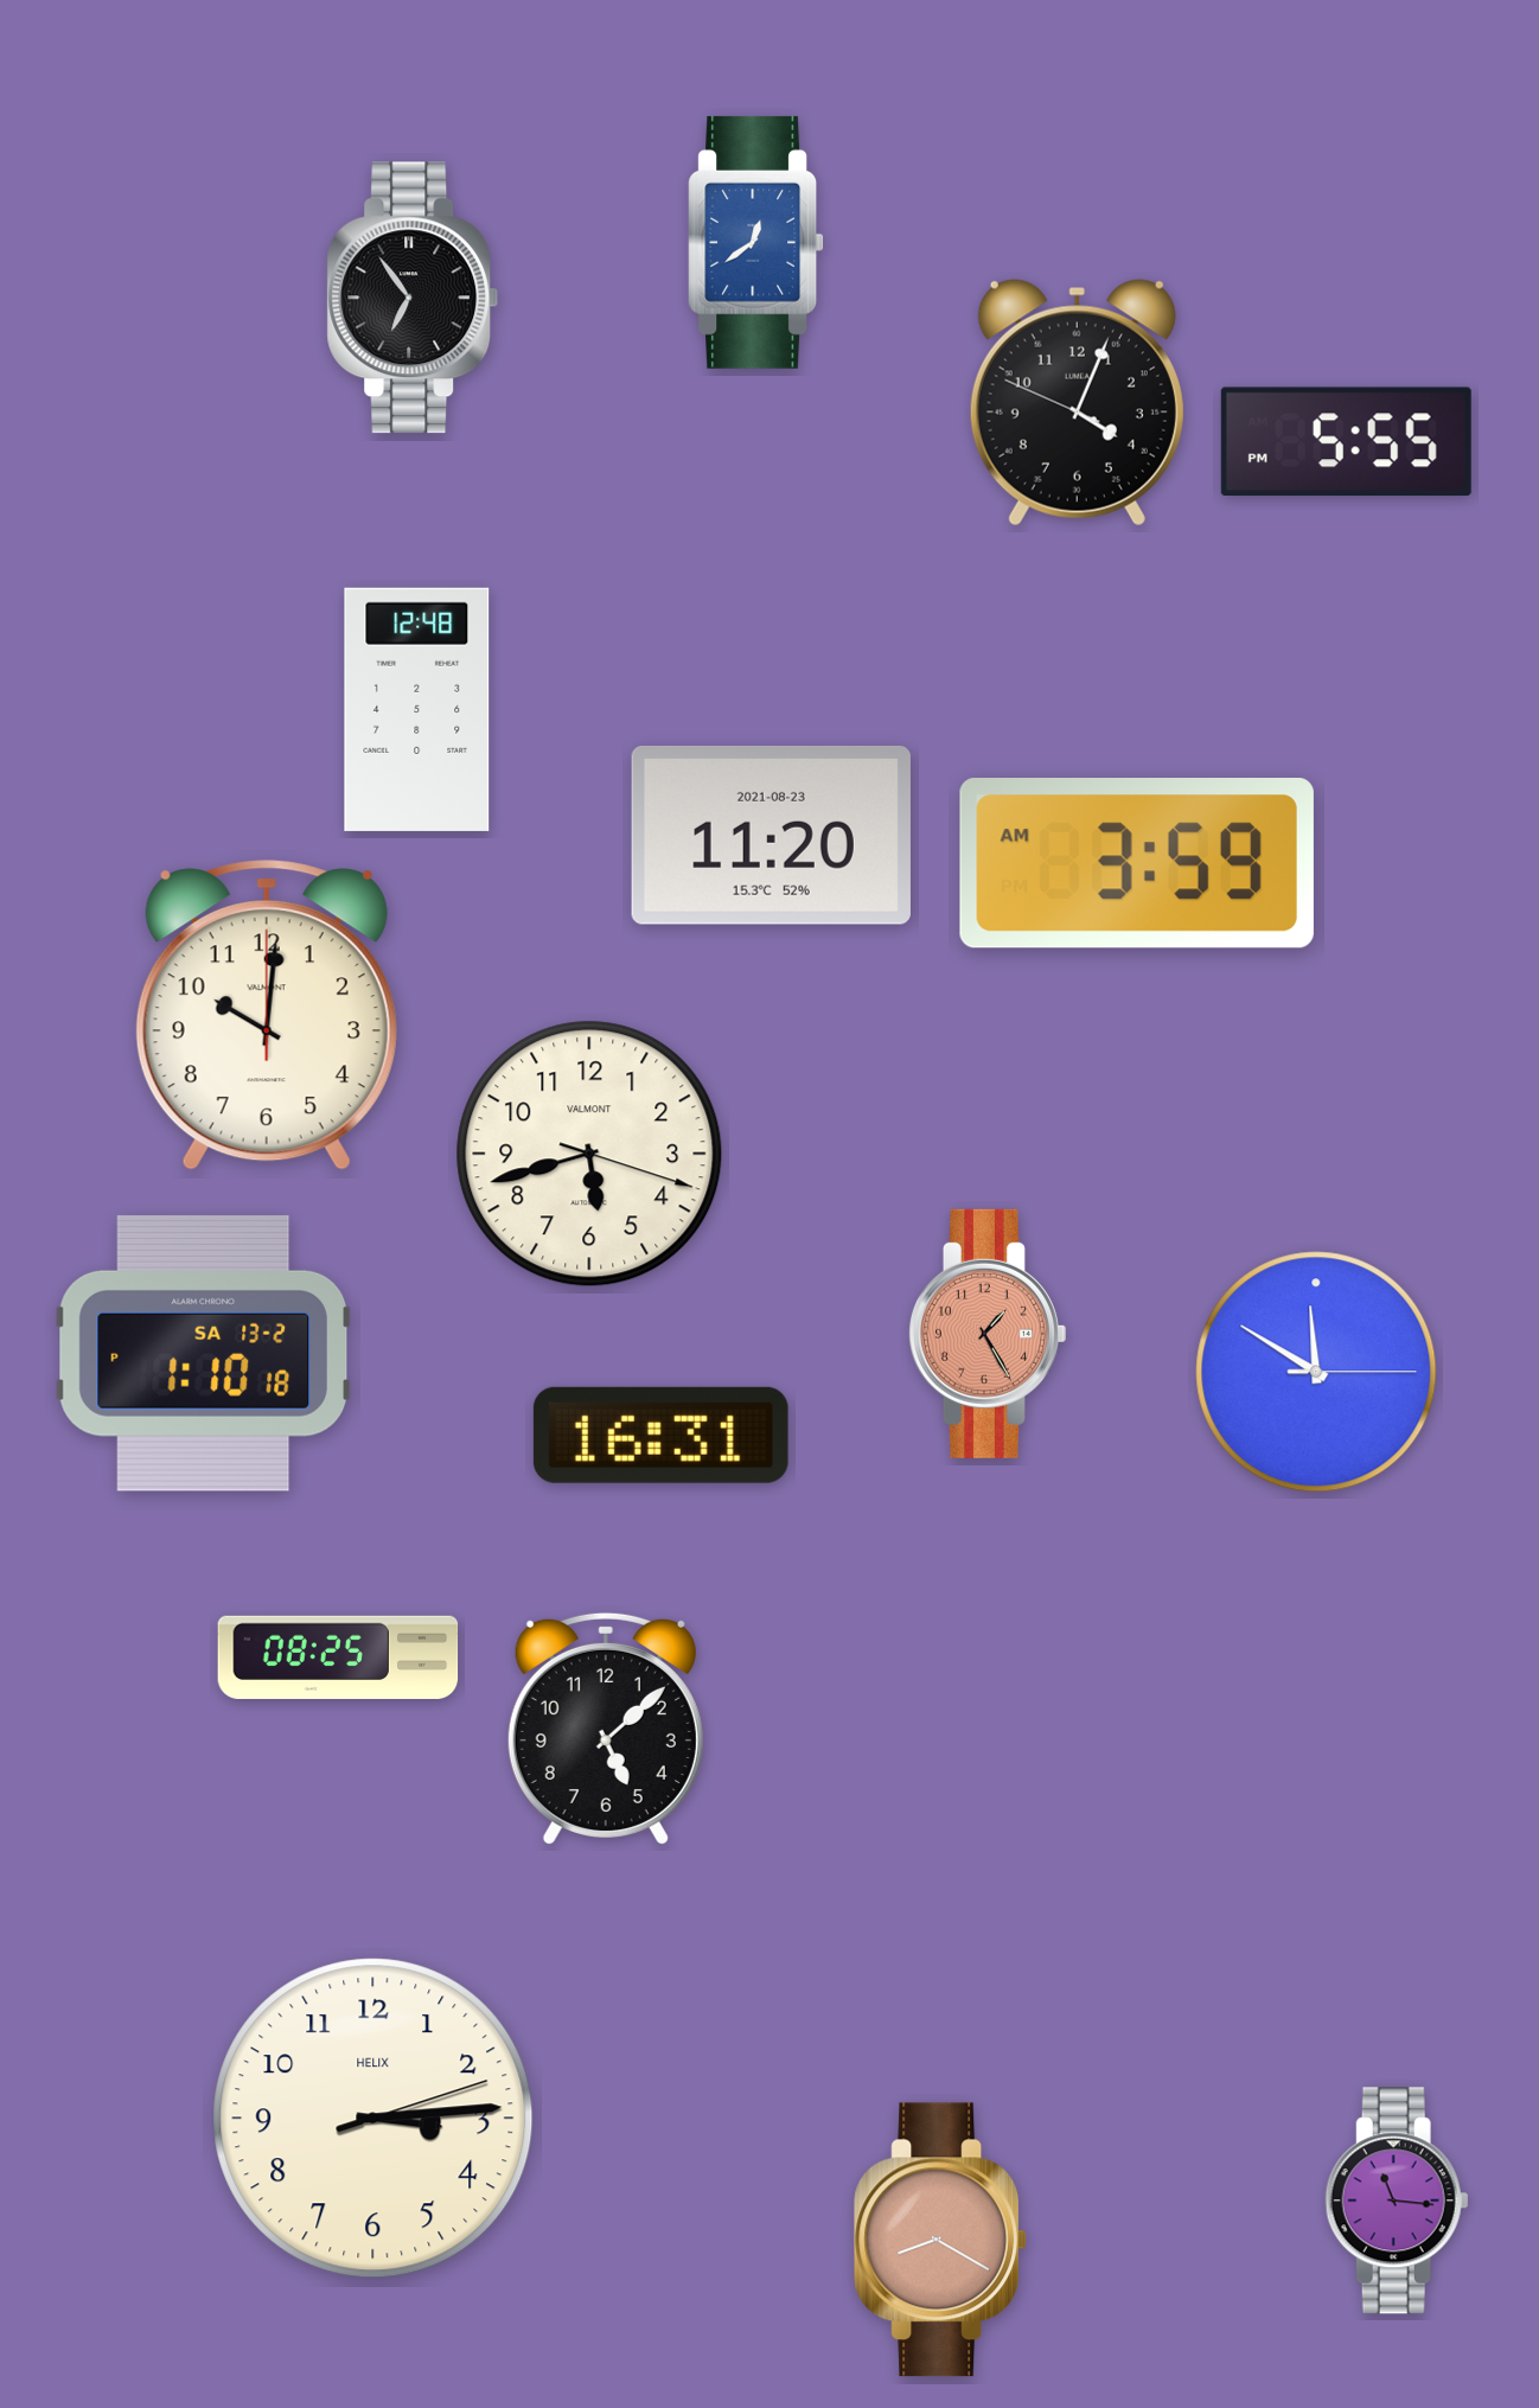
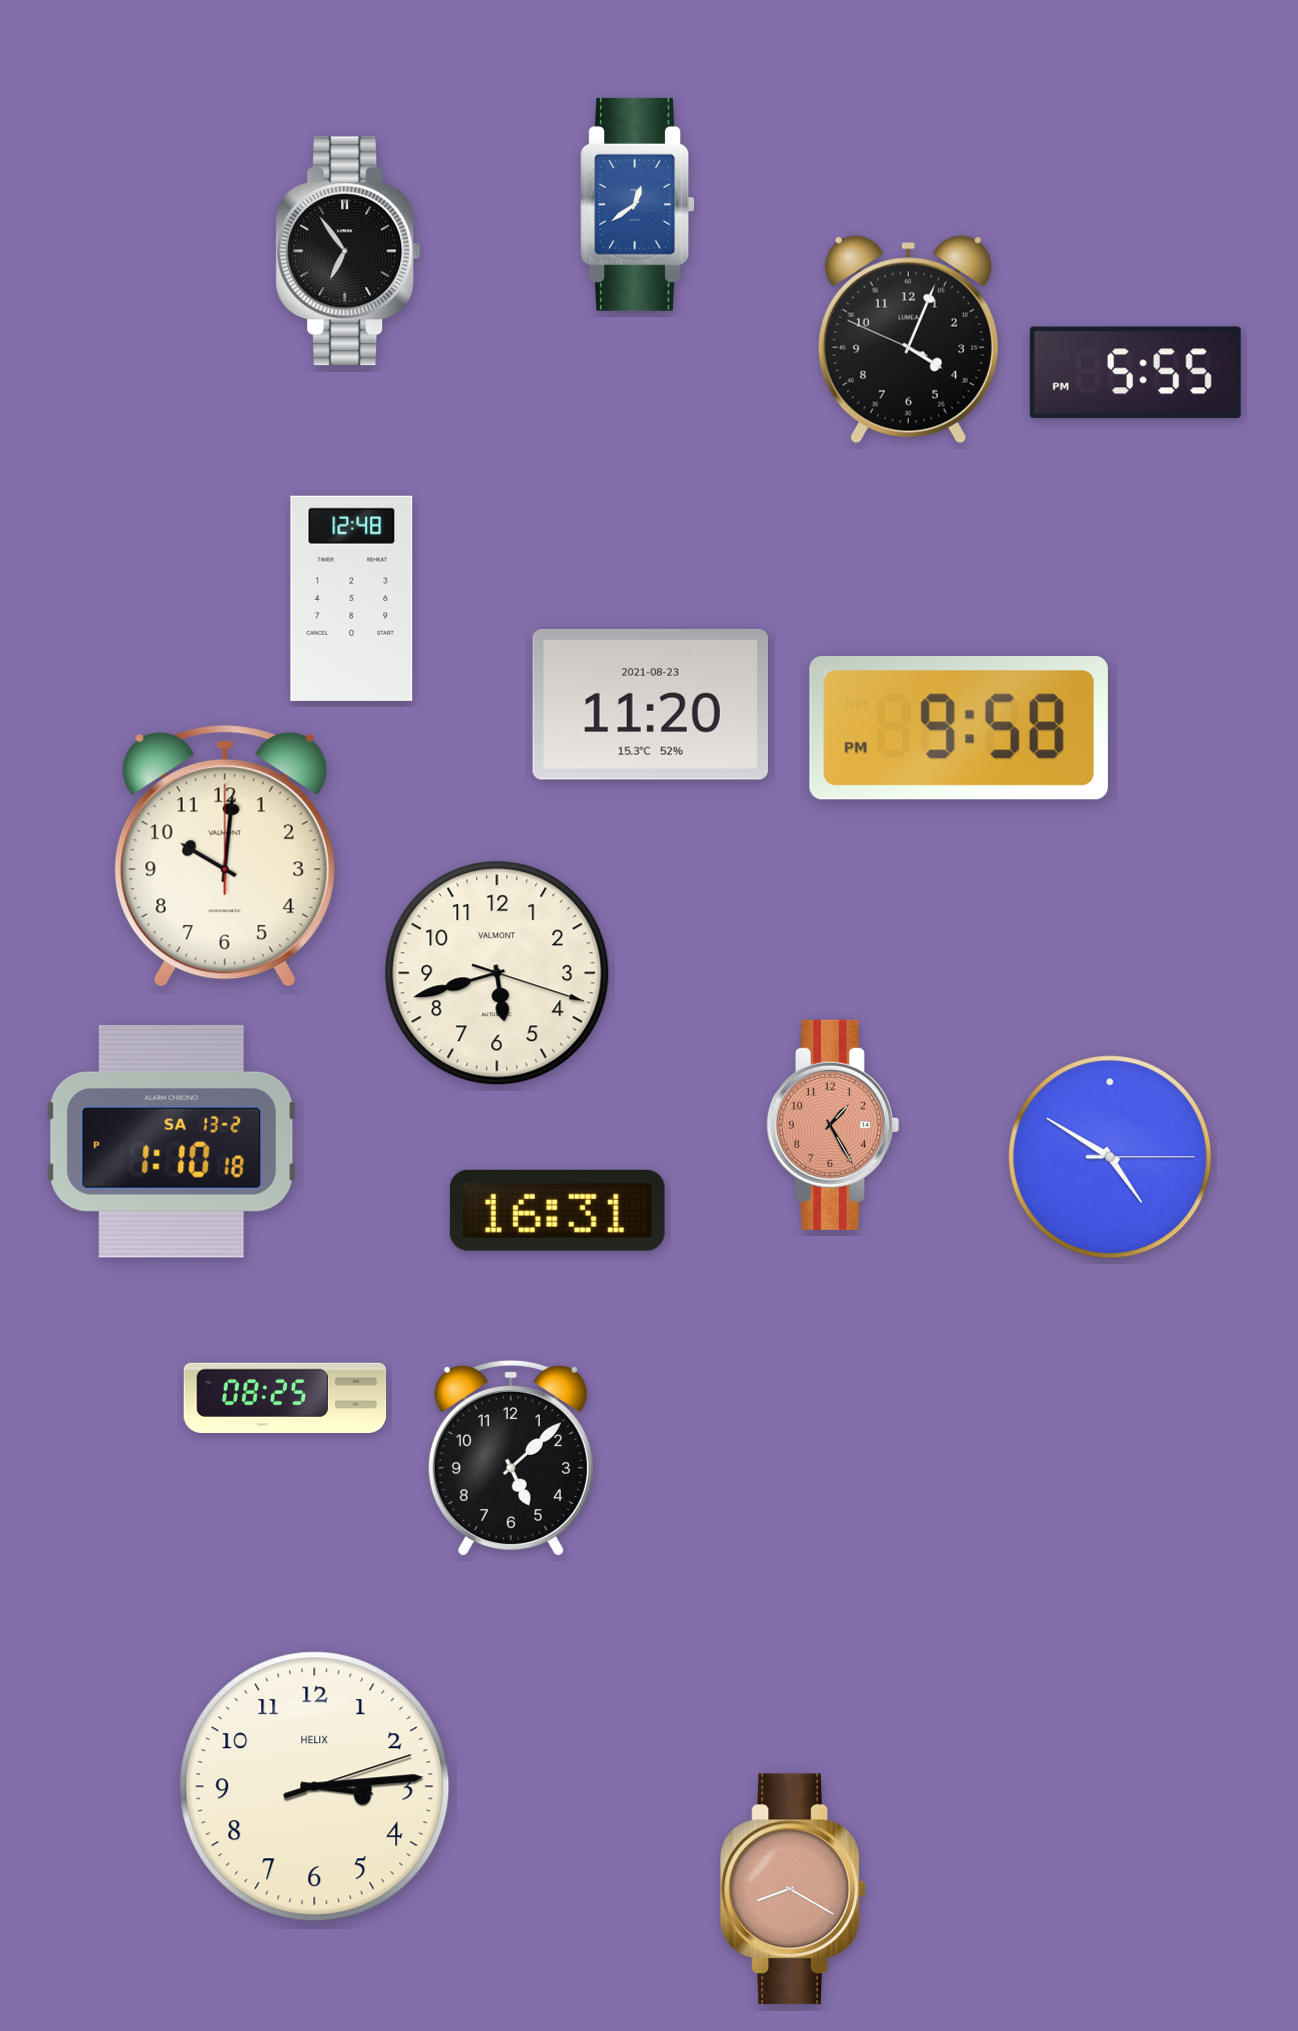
clock at (1137, 864): 3:59 -> 9:58
clock at (1316, 1372): 11:50 -> 4:50
clock at (1397, 2201): 11:16 -> none
